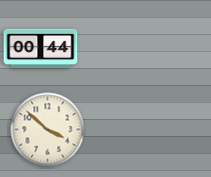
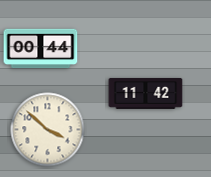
clock at (146, 93): none -> 11:42
